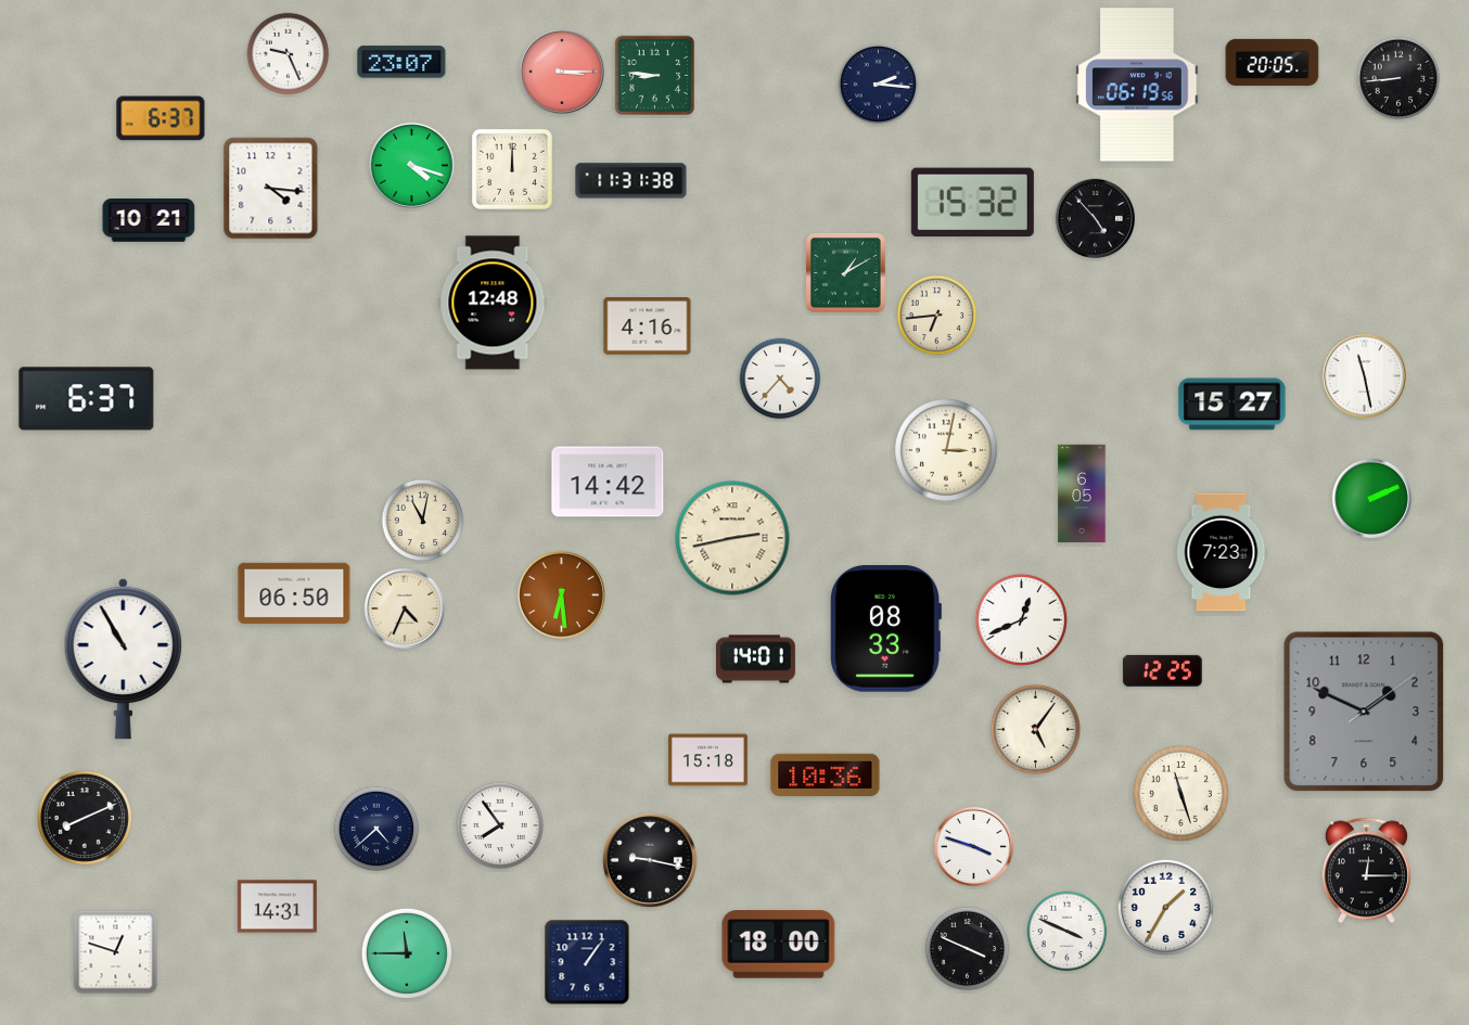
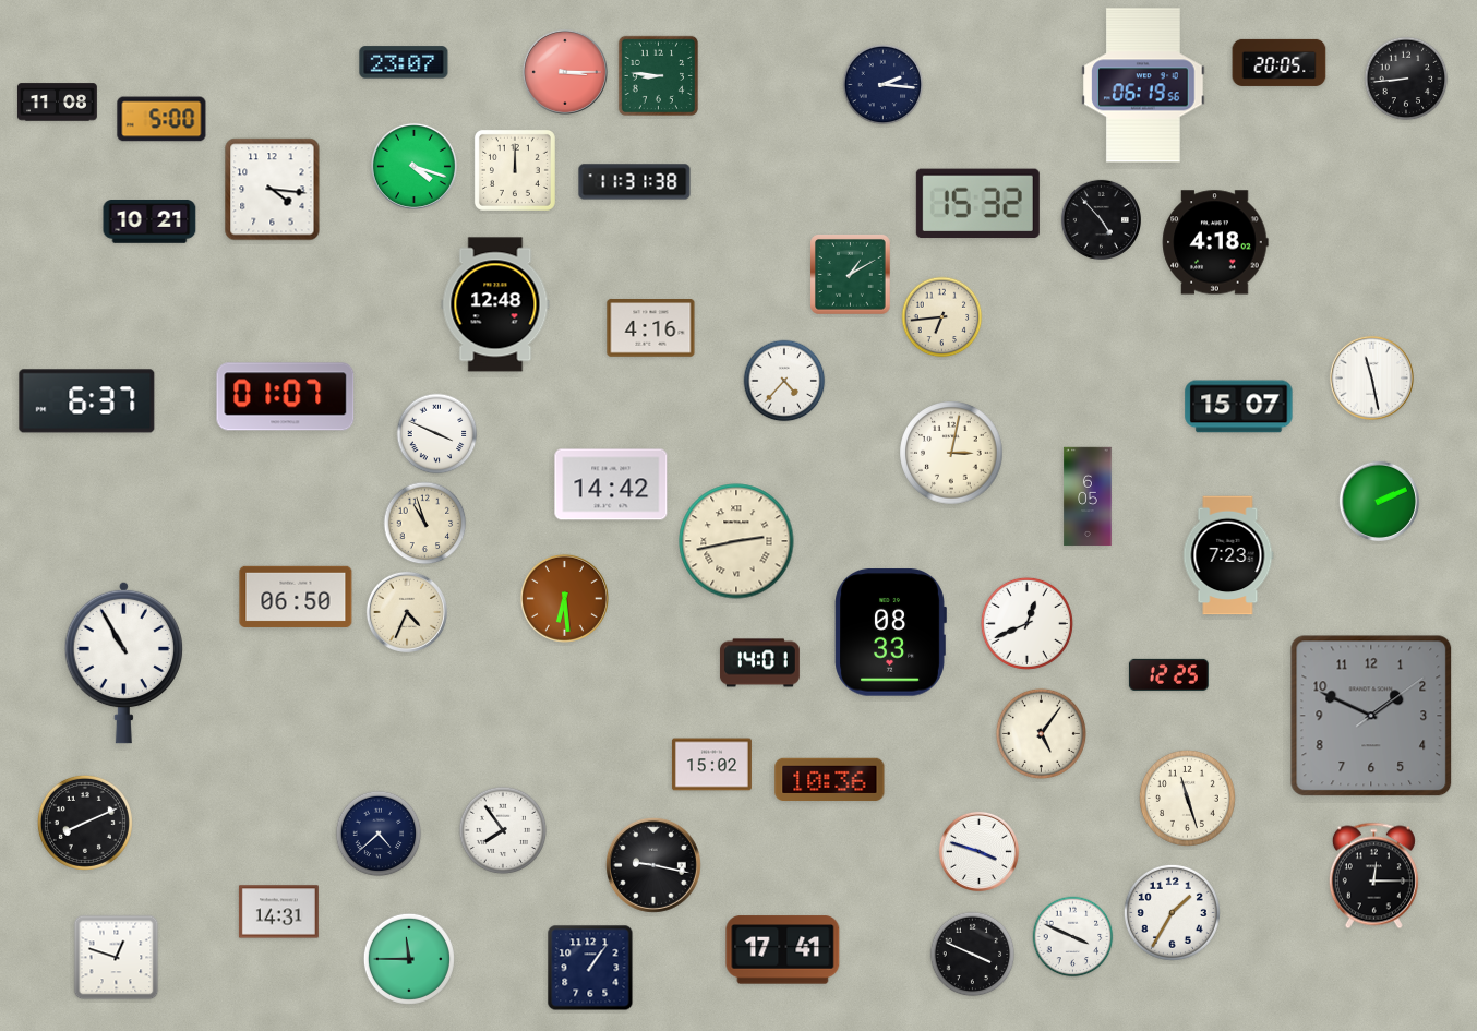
clock at (289, 54): 9:26 -> none
clock at (57, 103): none -> 11:08
clock at (161, 118): 6:37 -> 5:00
clock at (1215, 242): none -> 4:18
clock at (286, 397): none -> 01:07
clock at (1232, 405): 15:27 -> 15:07
clock at (437, 434): none -> 3:49
clock at (423, 521): 11:02 -> 10:57
clock at (707, 760): 15:18 -> 15:02
clock at (779, 945): 18:00 -> 17:41
